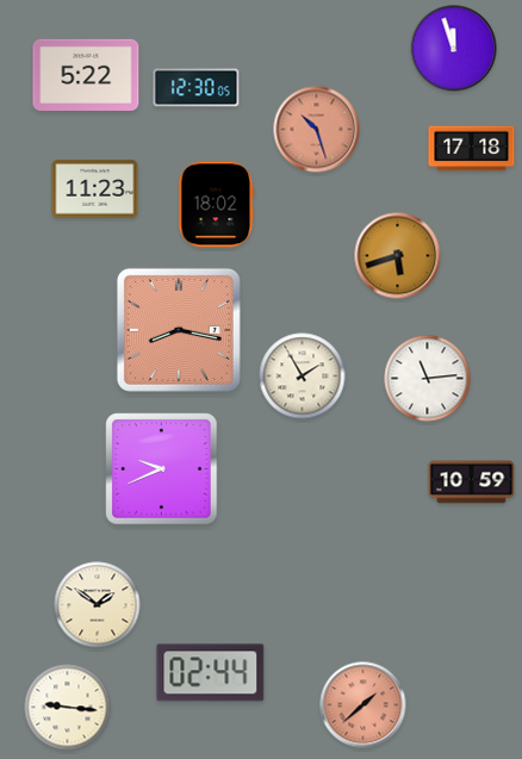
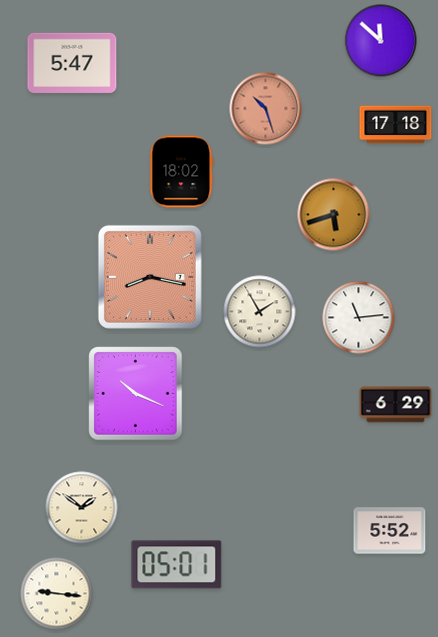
clock at (454, 49): 11:57 -> 11:52
clock at (86, 75): 5:22 -> 5:47
clock at (197, 88): 12:30 -> none
clock at (95, 189): 11:23 -> none
clock at (303, 377) position: (303, 377) -> (260, 312)
clock at (162, 469): 9:41 -> 10:19
clock at (472, 483): 10:59 -> 6:29
clock at (390, 531): none -> 5:52
clock at (211, 673): 02:44 -> 05:01
clock at (363, 705): 1:38 -> none
